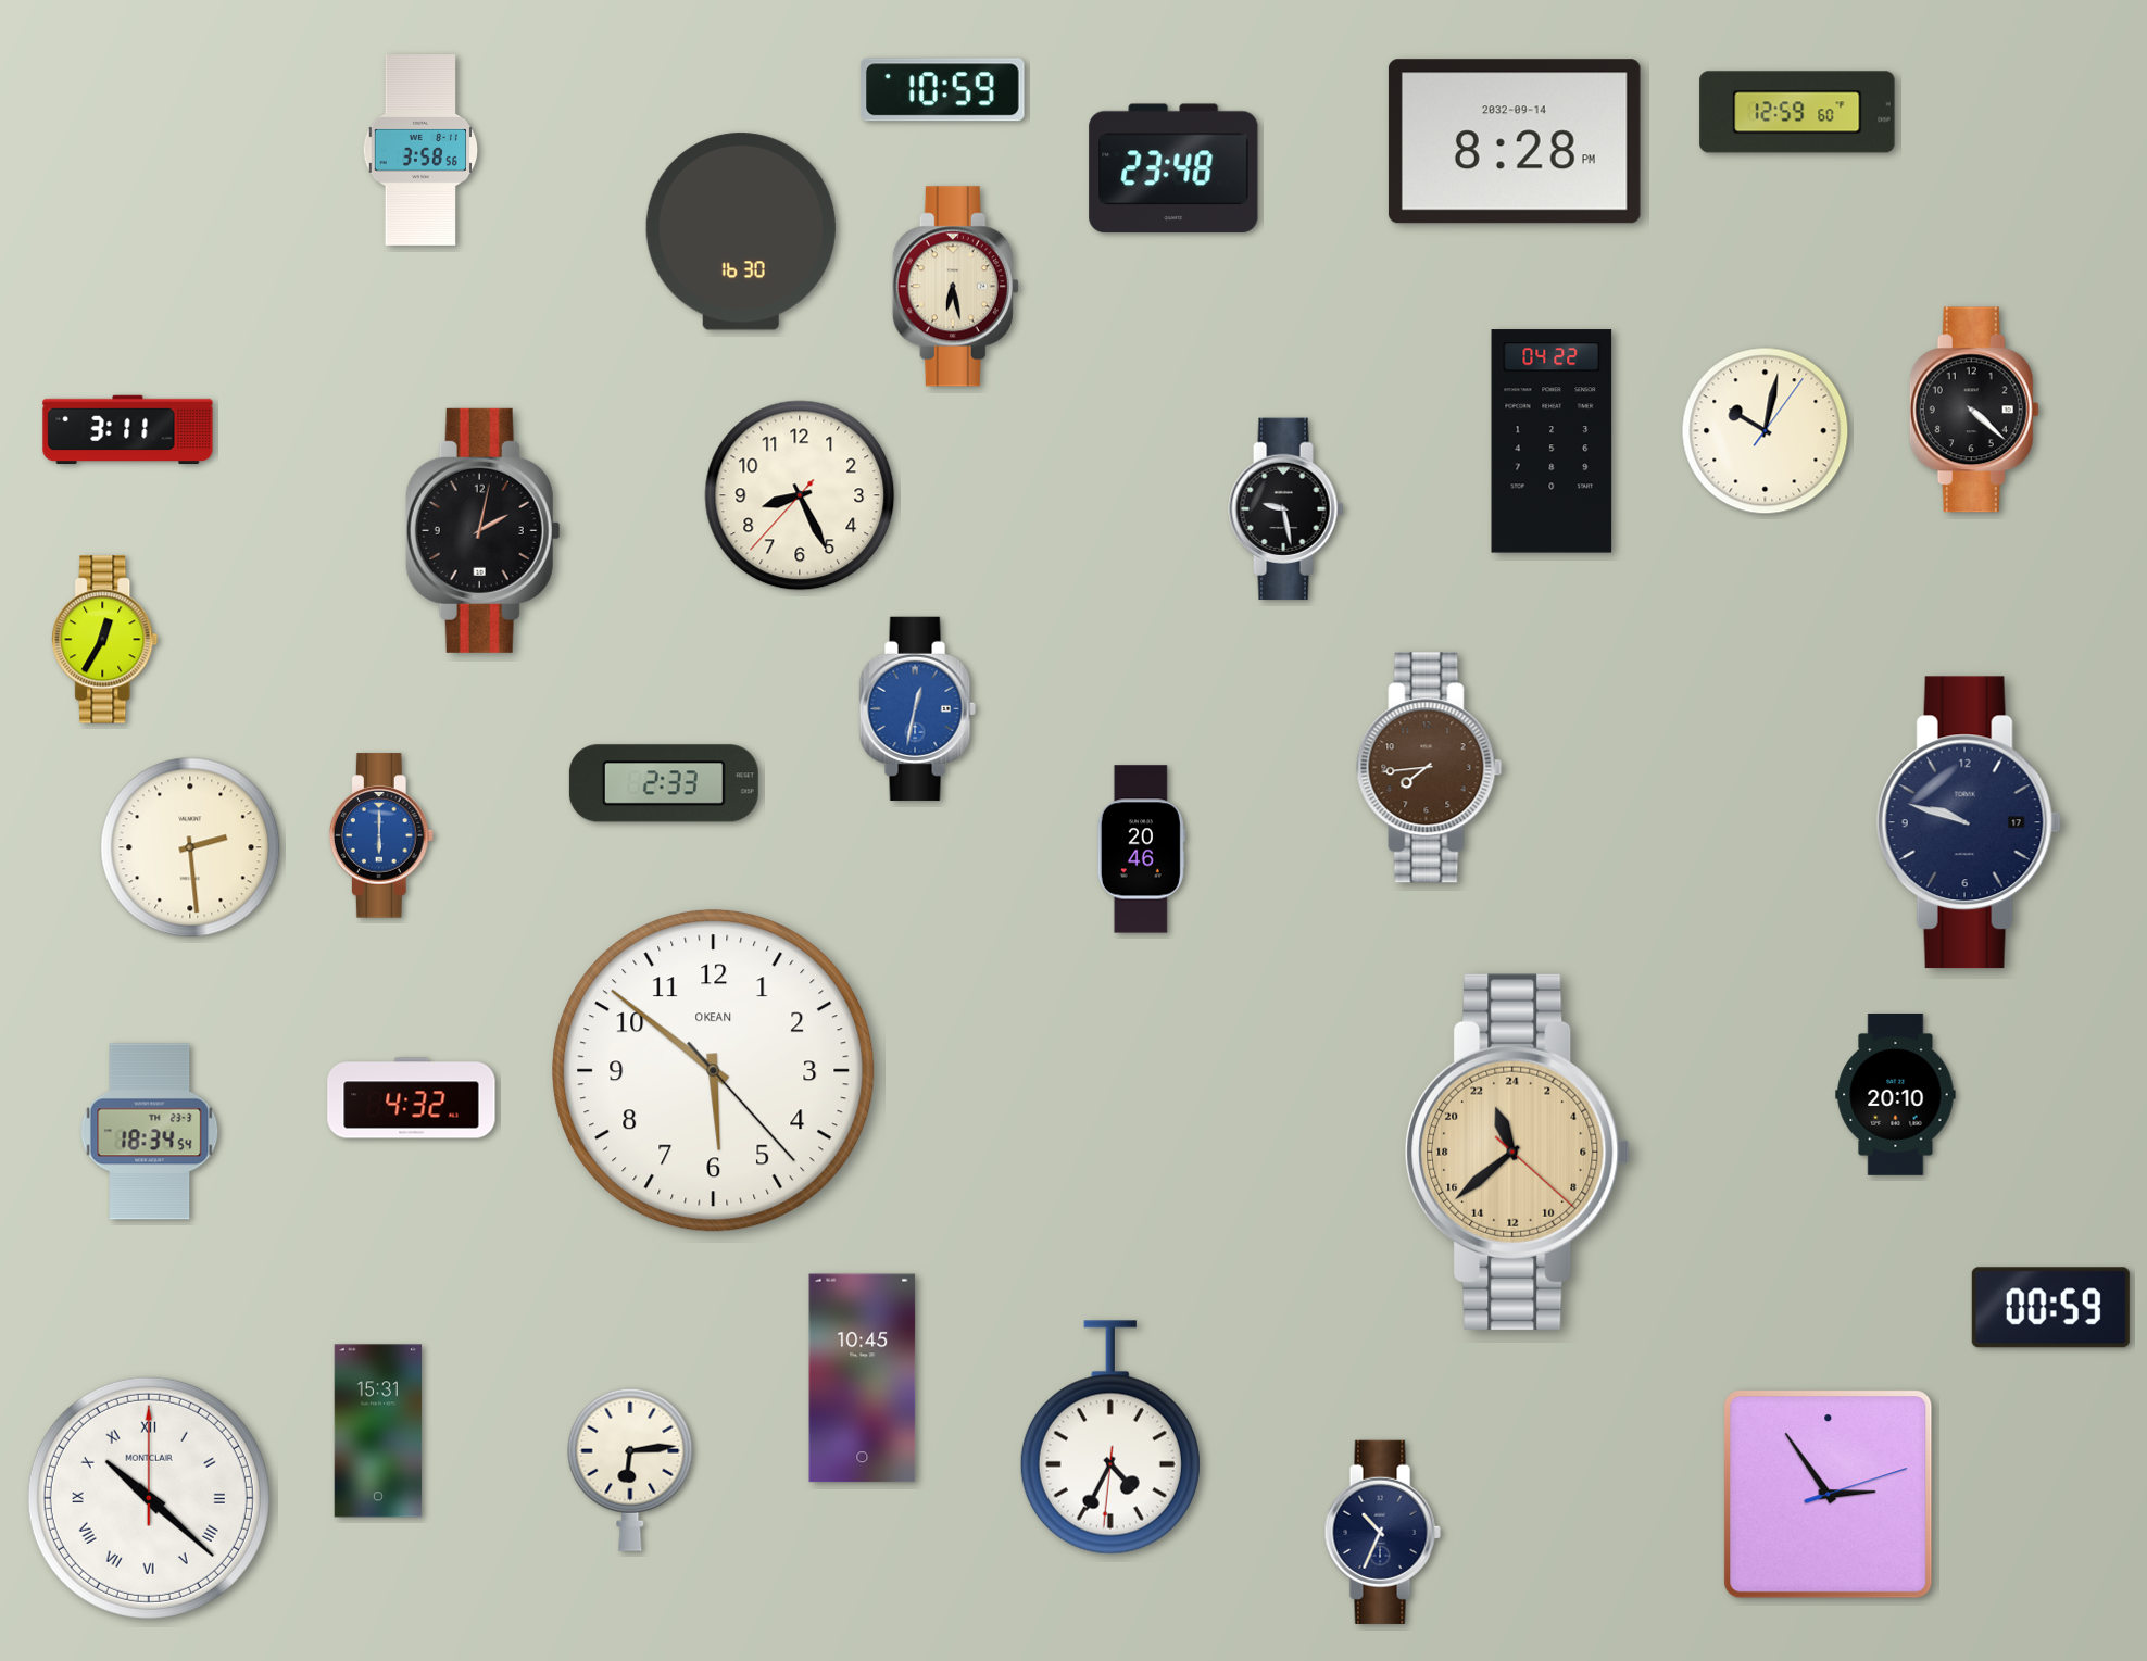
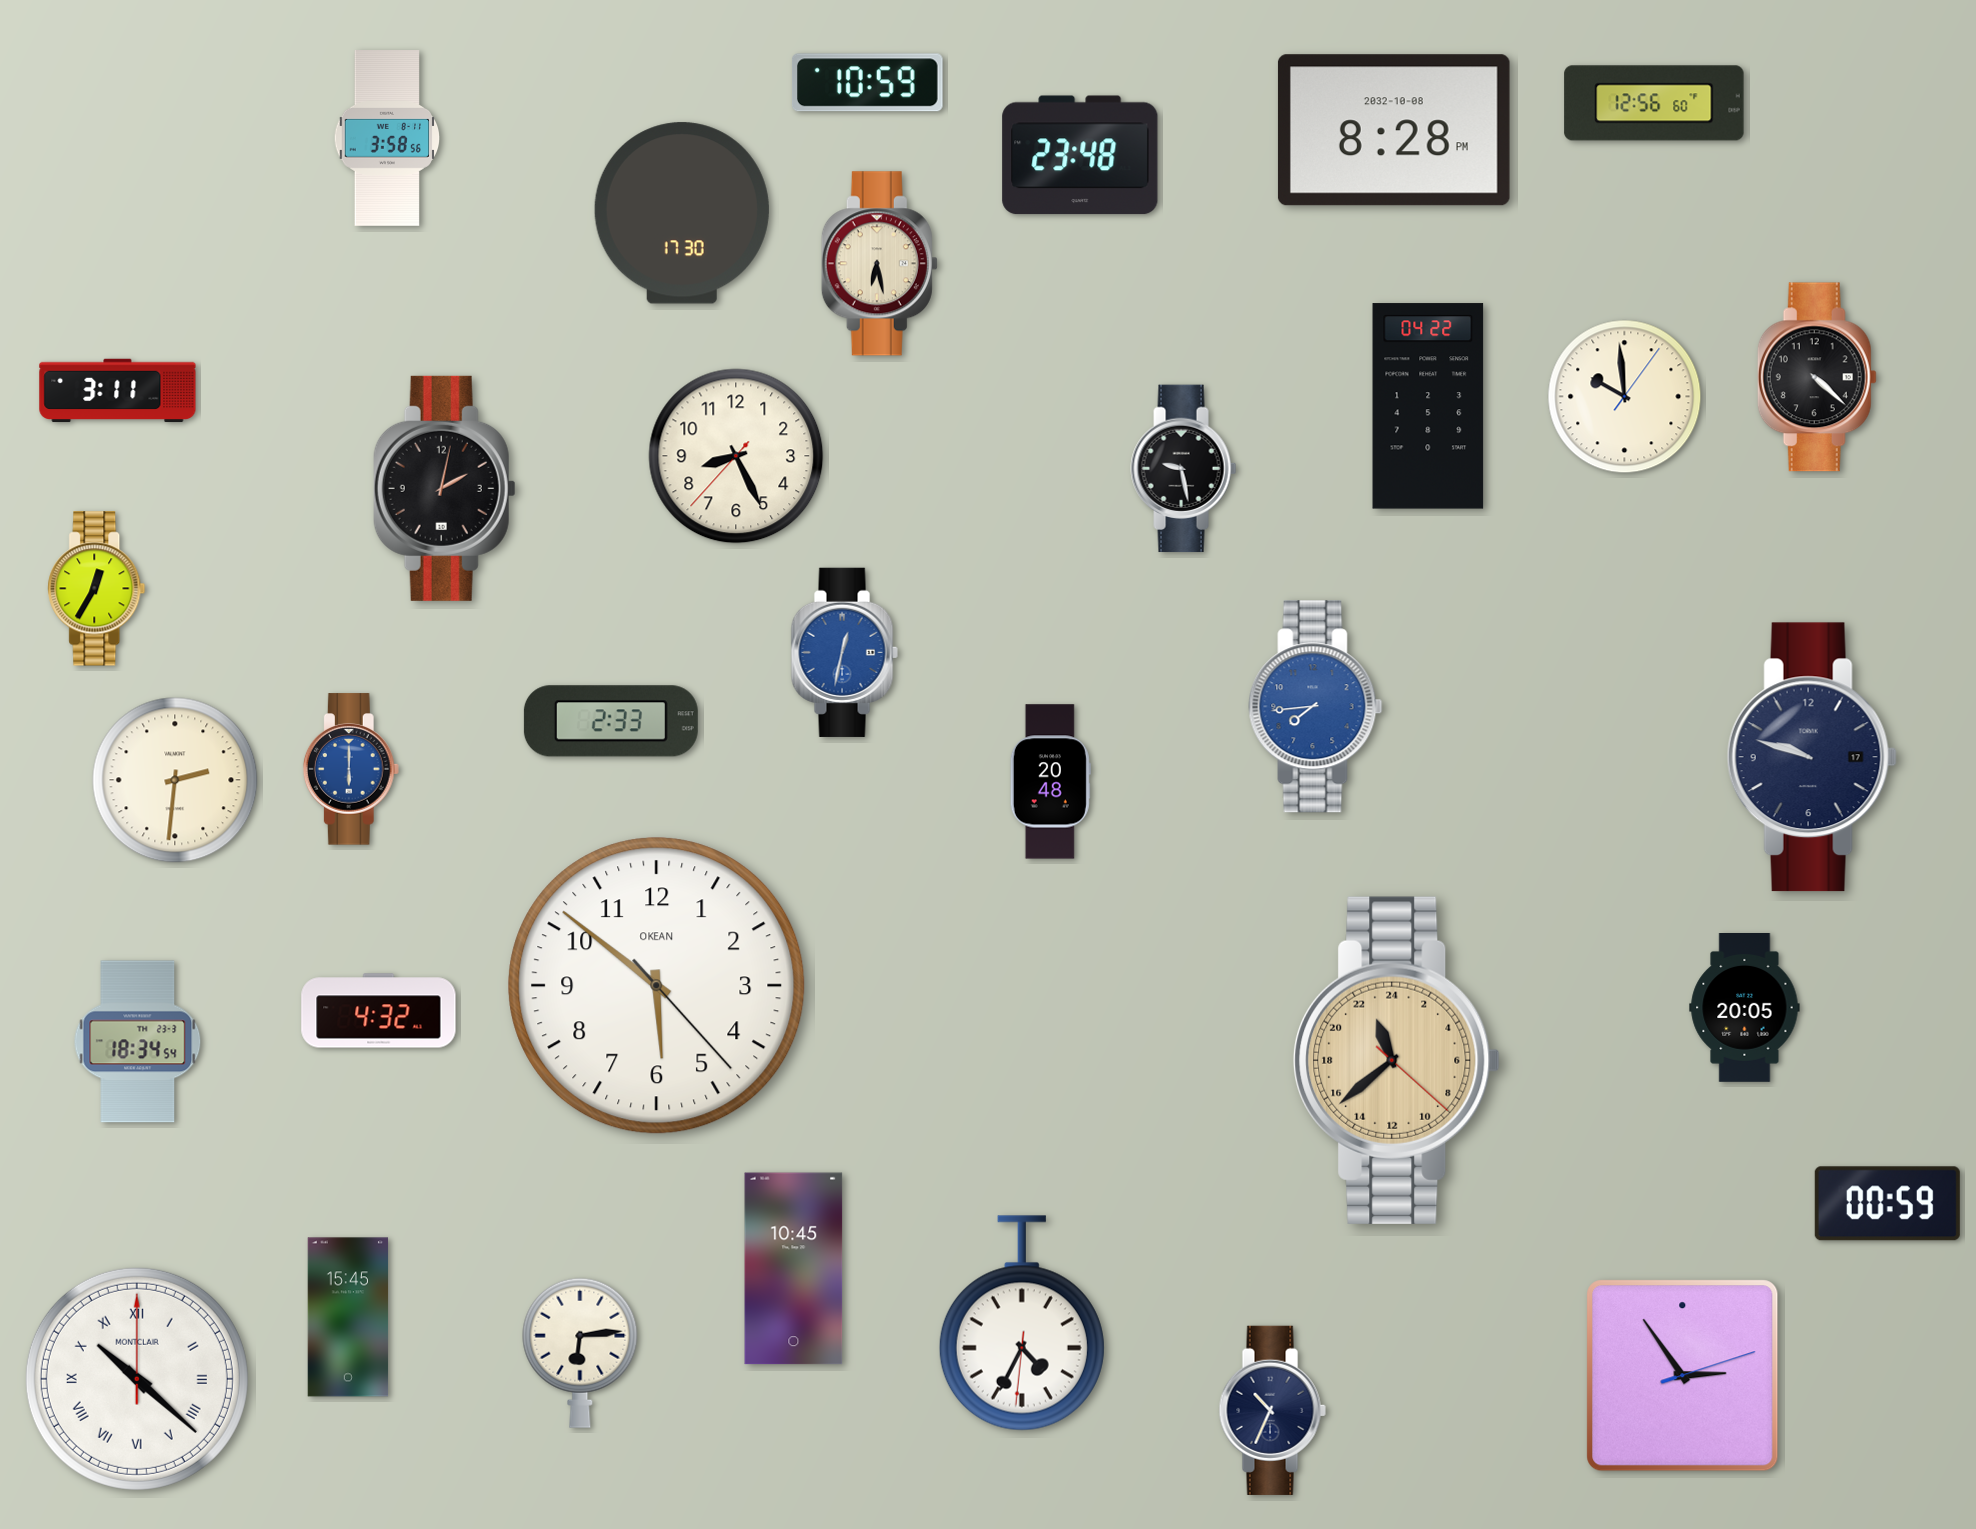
clock at (1797, 112): 12:59 -> 12:56
clock at (1515, 141) date: 2032-09-14 -> 2032-10-08
clock at (741, 231): 16:30 -> 17:30
clock at (128, 430) position: (128, 430) -> (118, 391)
clock at (1766, 431): 10:02 -> 9:59
clock at (1430, 768) dial: brown -> blue
clock at (190, 847): 2:29 -> 2:31
clock at (1141, 850): 20:46 -> 20:48
clock at (1896, 1095): 20:10 -> 20:05
clock at (378, 1431): 15:31 -> 15:45
